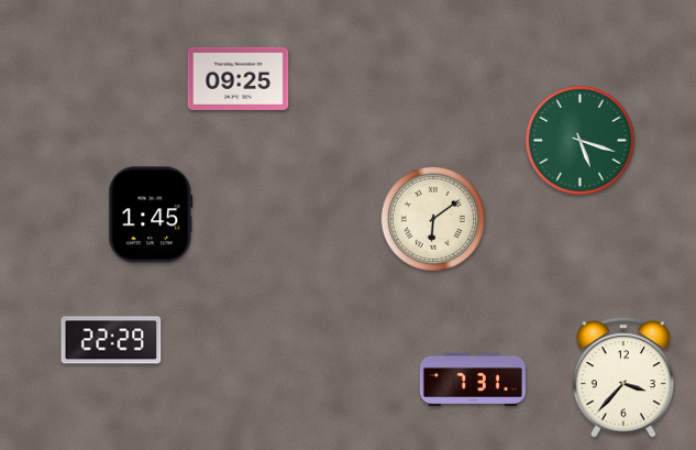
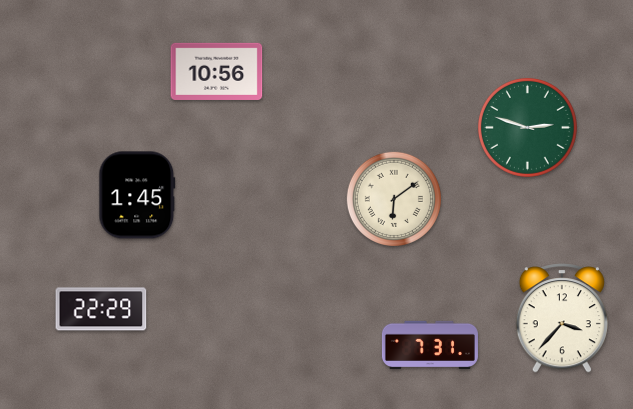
clock at (239, 78): 09:25 -> 10:56
clock at (579, 140): 5:18 -> 2:48
clock at (623, 377) position: (623, 377) -> (562, 318)
